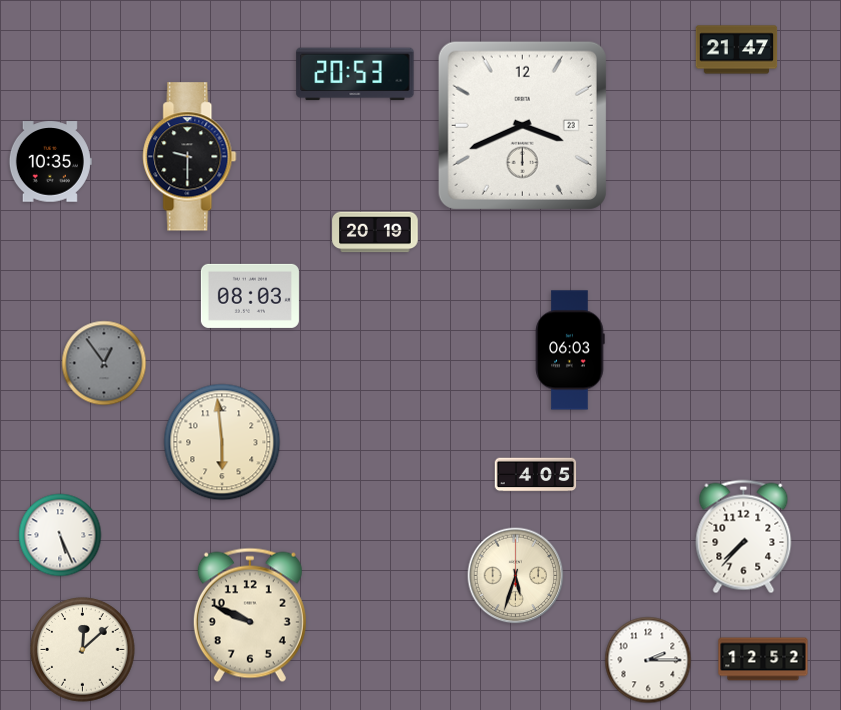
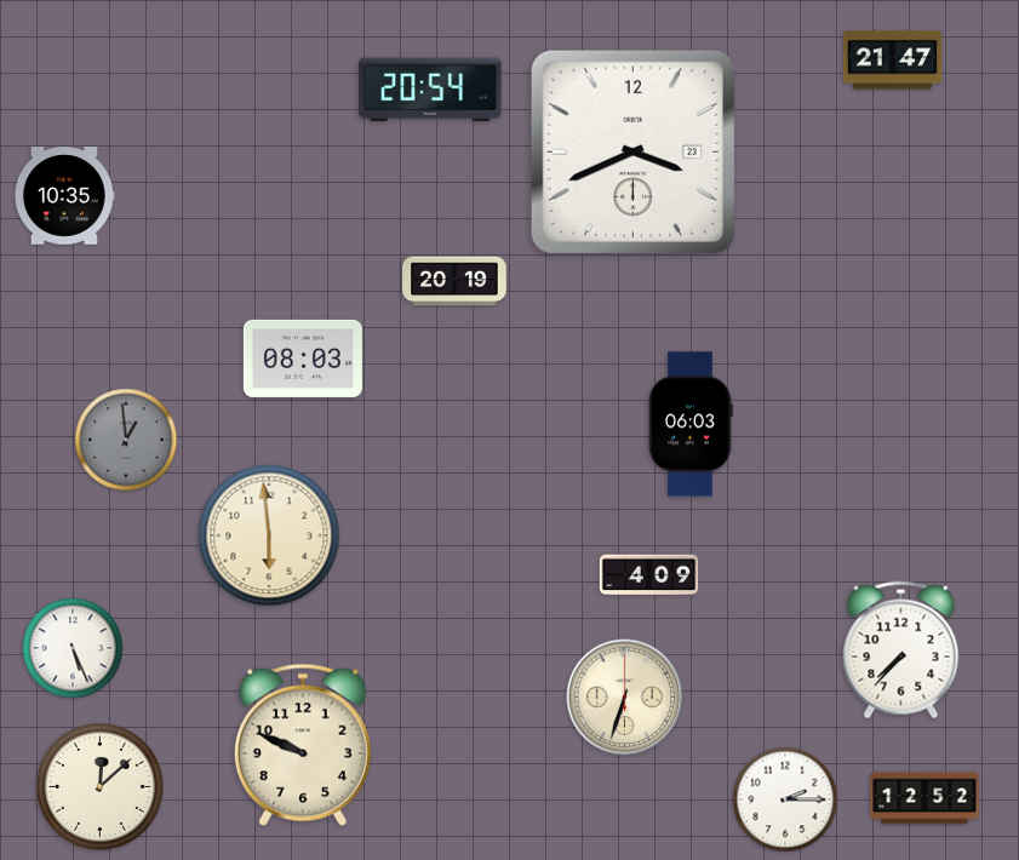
clock at (355, 74): 20:53 -> 20:54
clock at (190, 157): 9:30 -> none
clock at (50, 162) position: (50, 162) -> (64, 196)
clock at (104, 363): 12:54 -> 12:59
clock at (536, 475): 4:05 -> 4:09
clock at (516, 576): 5:33 -> 6:33
